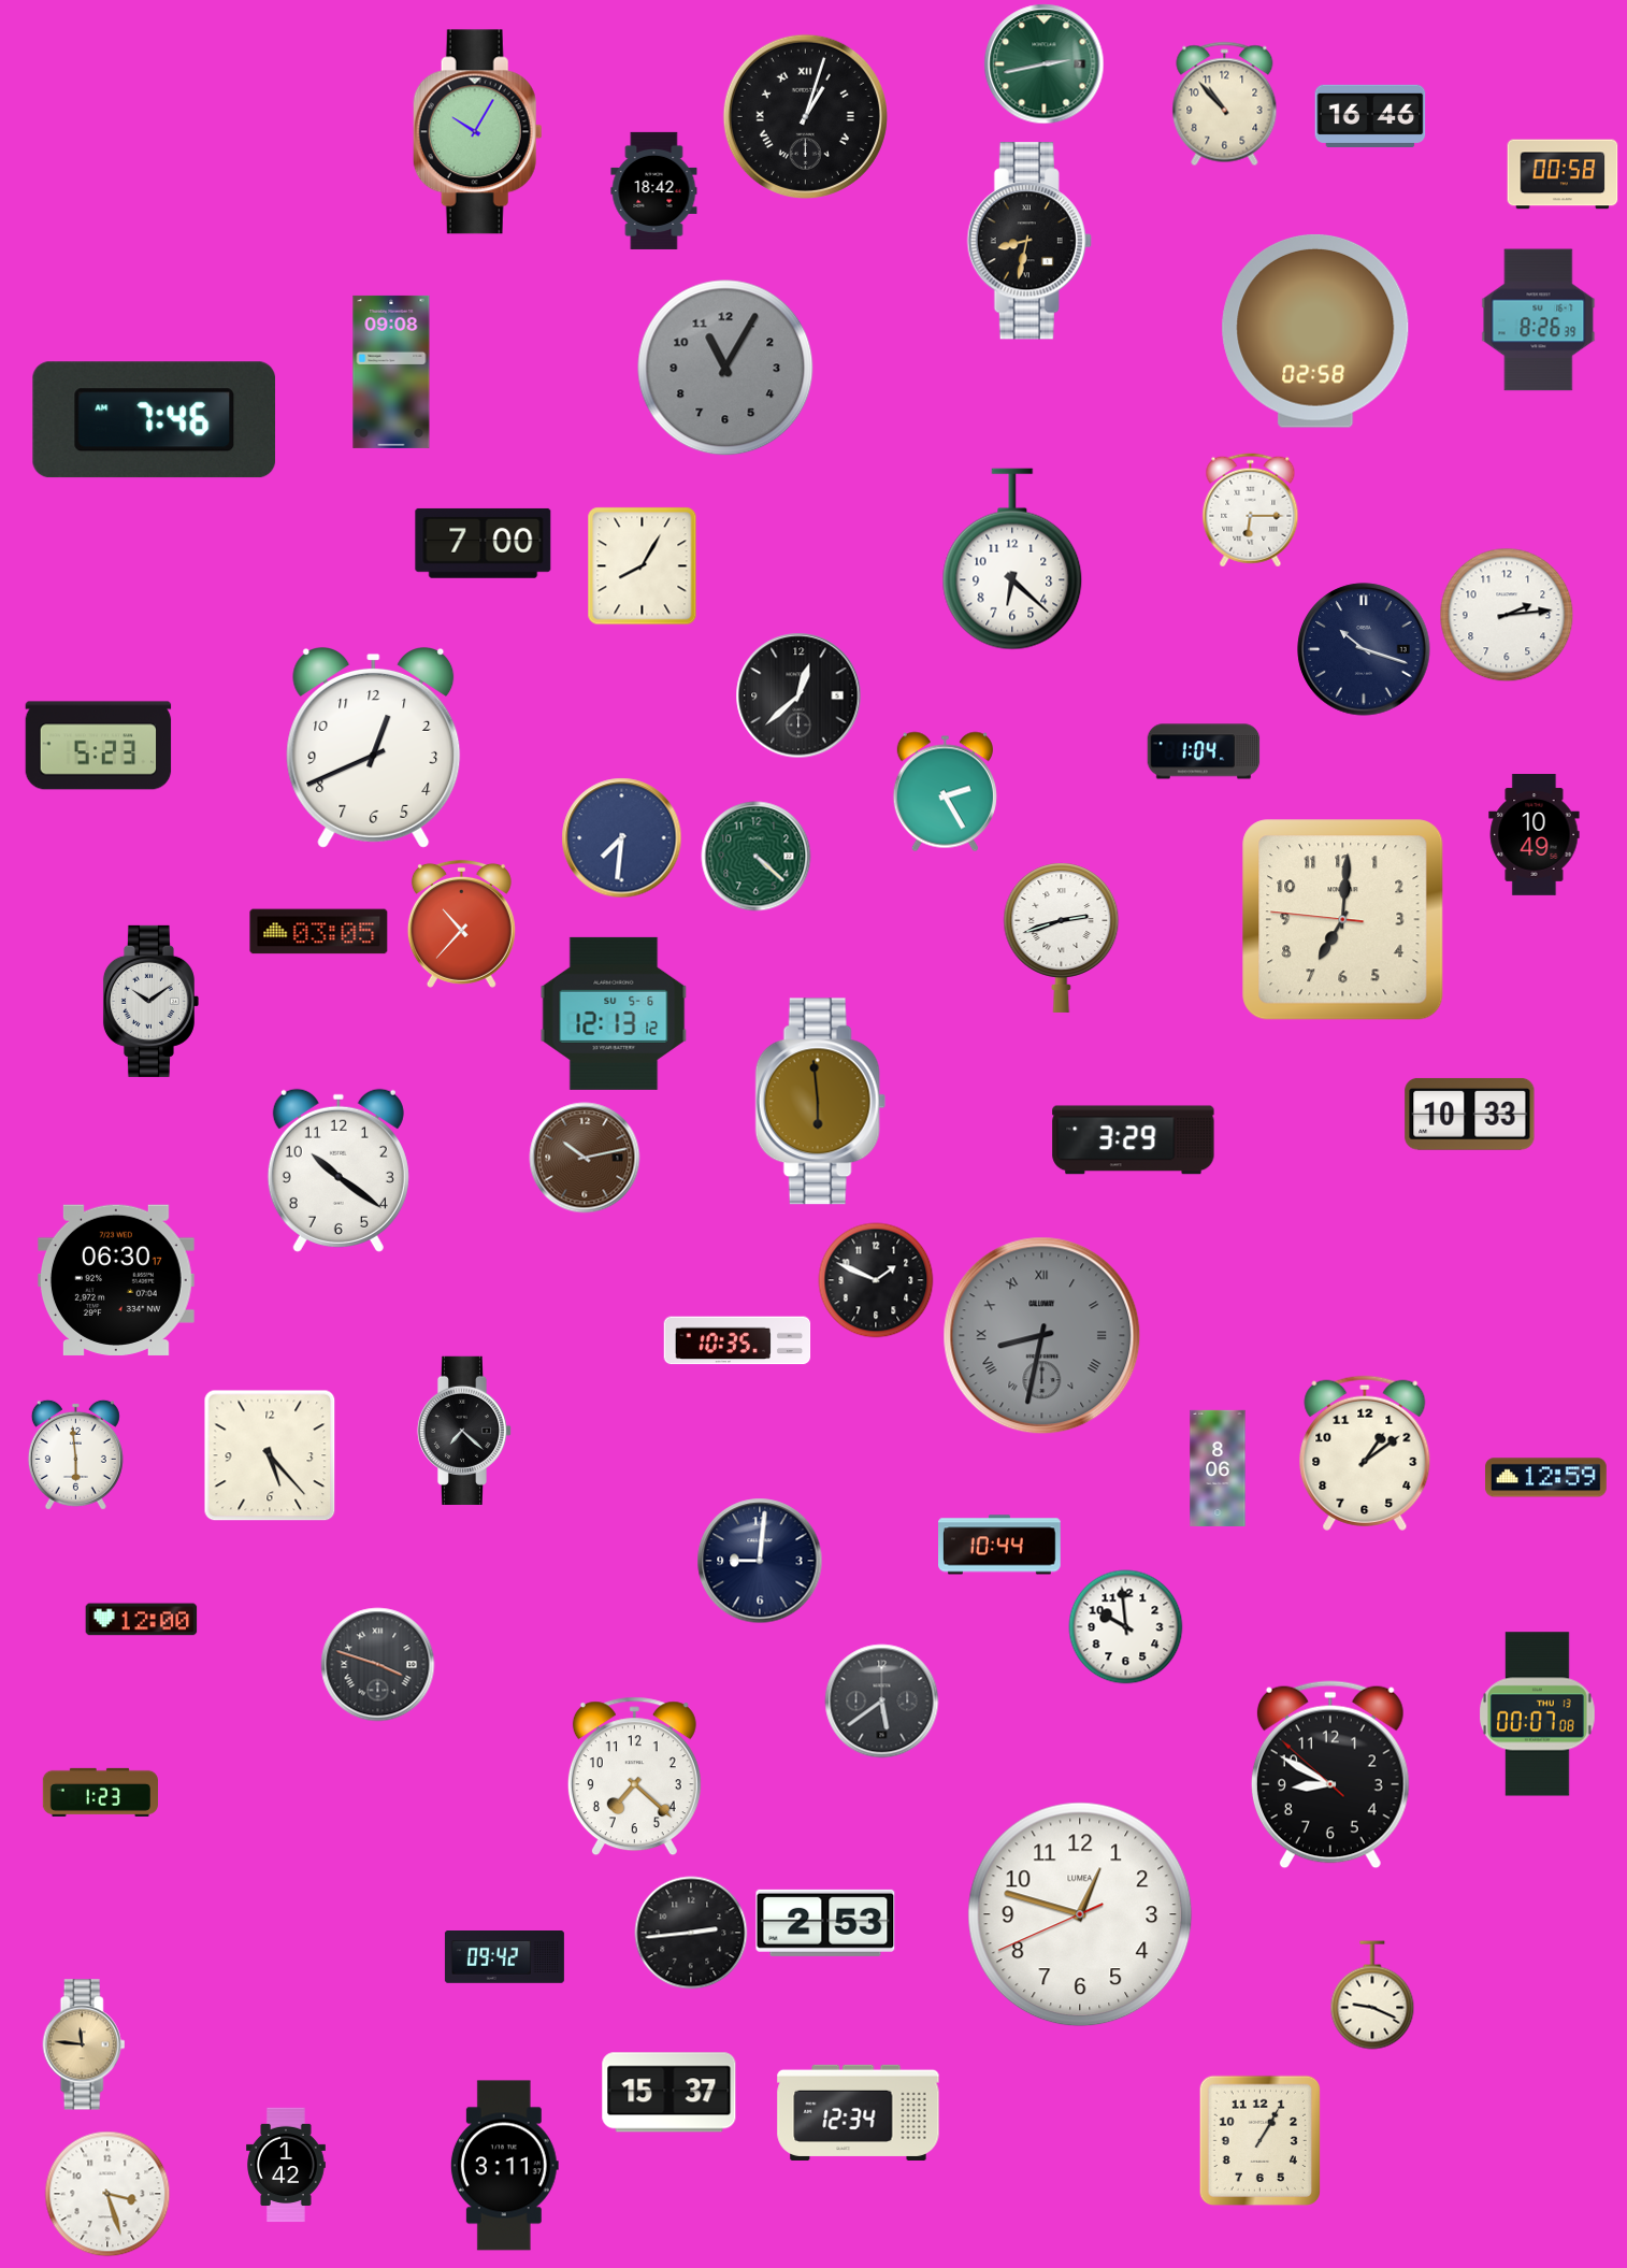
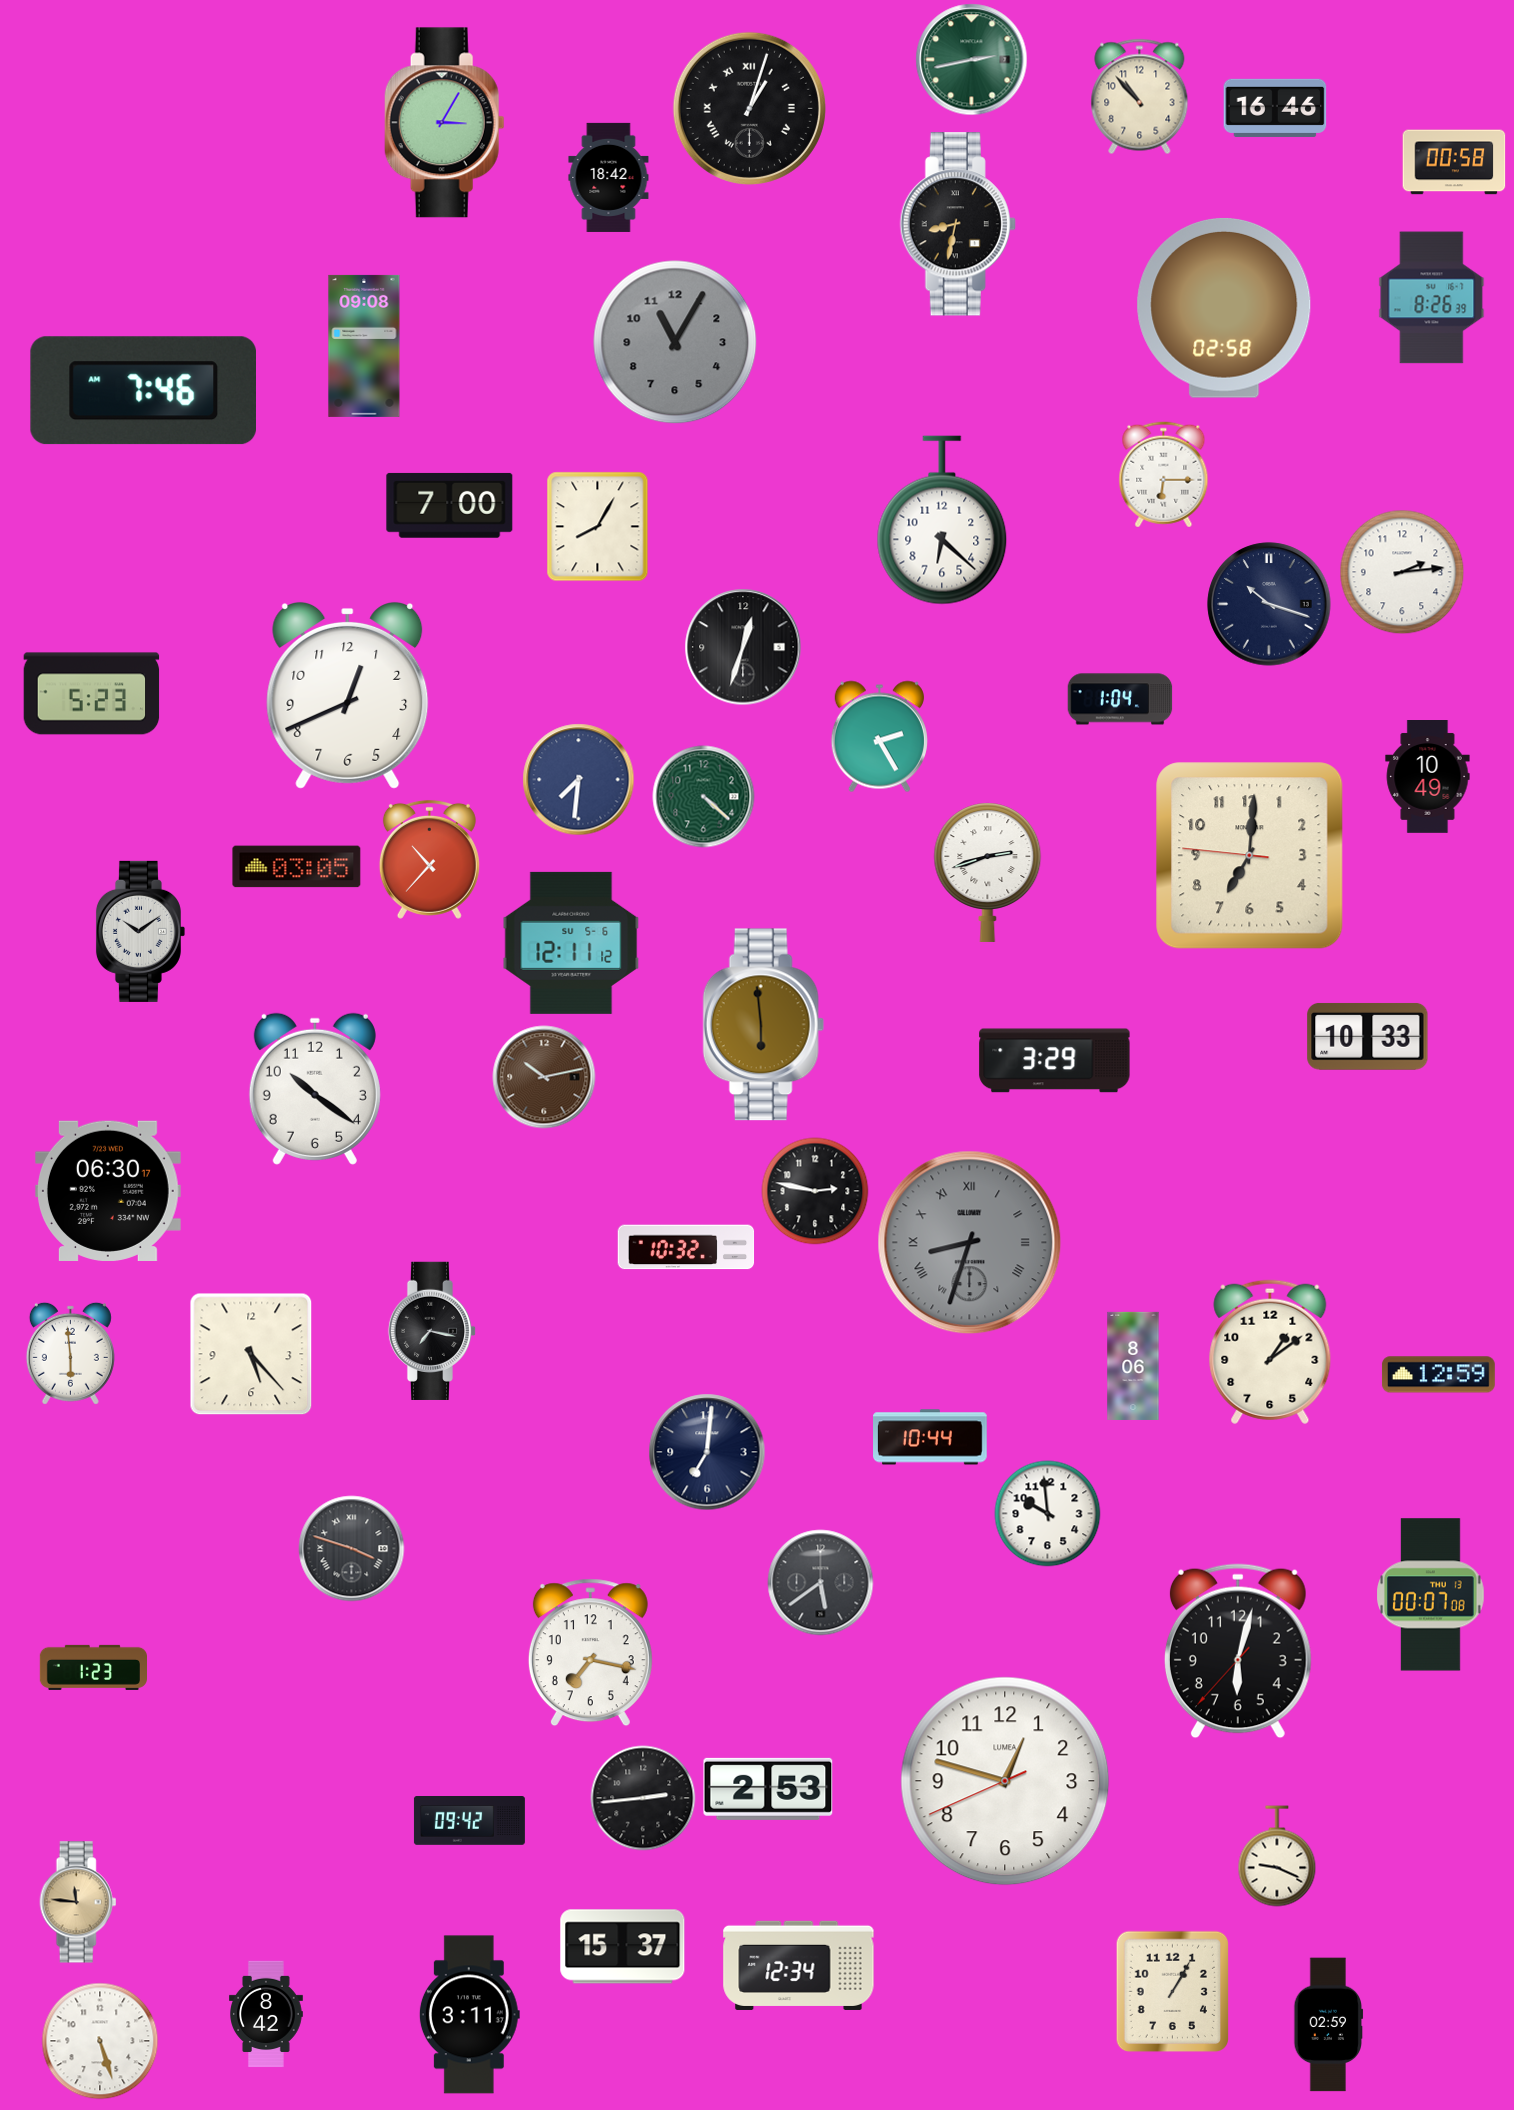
clock at (477, 132): 10:05 -> 3:05
clock at (798, 695): 12:38 -> 12:33
clock at (614, 1014): 12:13 -> 12:11
clock at (876, 1280): 1:49 -> 2:47
clock at (1042, 1336): 8:32 -> 8:33
clock at (737, 1340): 10:35 -> 10:32
clock at (464, 1431): 7:22 -> 7:17
clock at (760, 1561): 9:01 -> 7:01
clock at (142, 1620): 12:00 -> none
clock at (1330, 1775): 8:49 -> 6:02
clock at (634, 1777): 7:22 -> 7:17
clock at (287, 2165): 1:42 -> 8:42
clock at (1329, 2025): none -> 02:59
clock at (107, 2194): 3:27 -> 5:27
